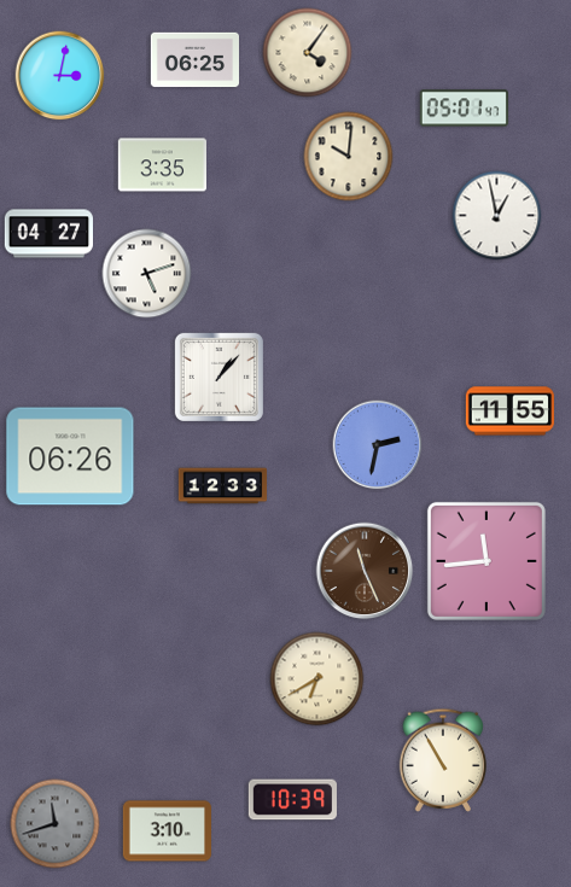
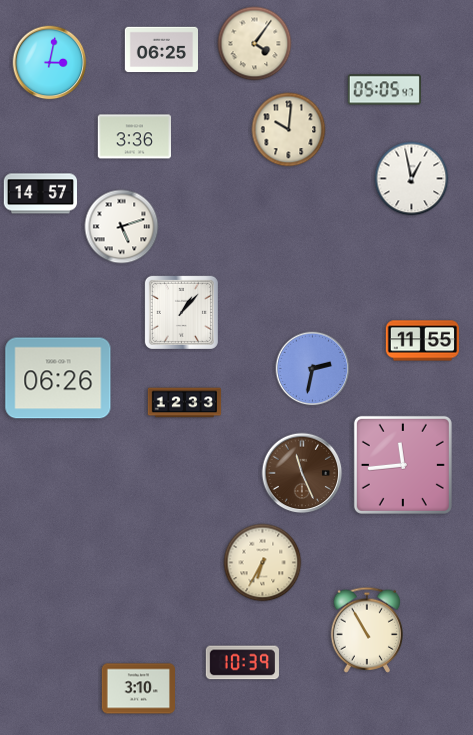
clock at (464, 109): 05:01 -> 05:05
clock at (162, 165): 3:35 -> 3:36
clock at (48, 234): 04:27 -> 14:57
clock at (317, 679): 6:40 -> 6:35
clock at (56, 824): 11:42 -> none
